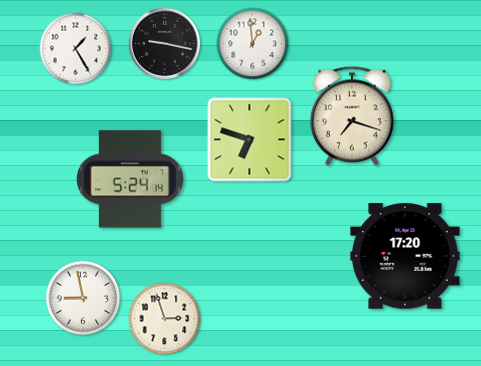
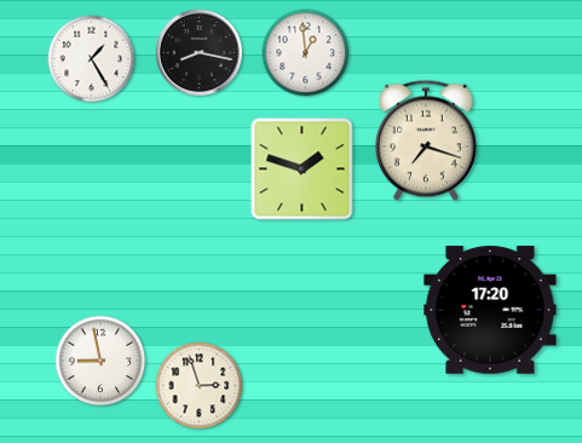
clock at (165, 44): 9:17 -> 8:17
clock at (250, 140): 6:48 -> 1:48
clock at (130, 179): 5:24 -> none
